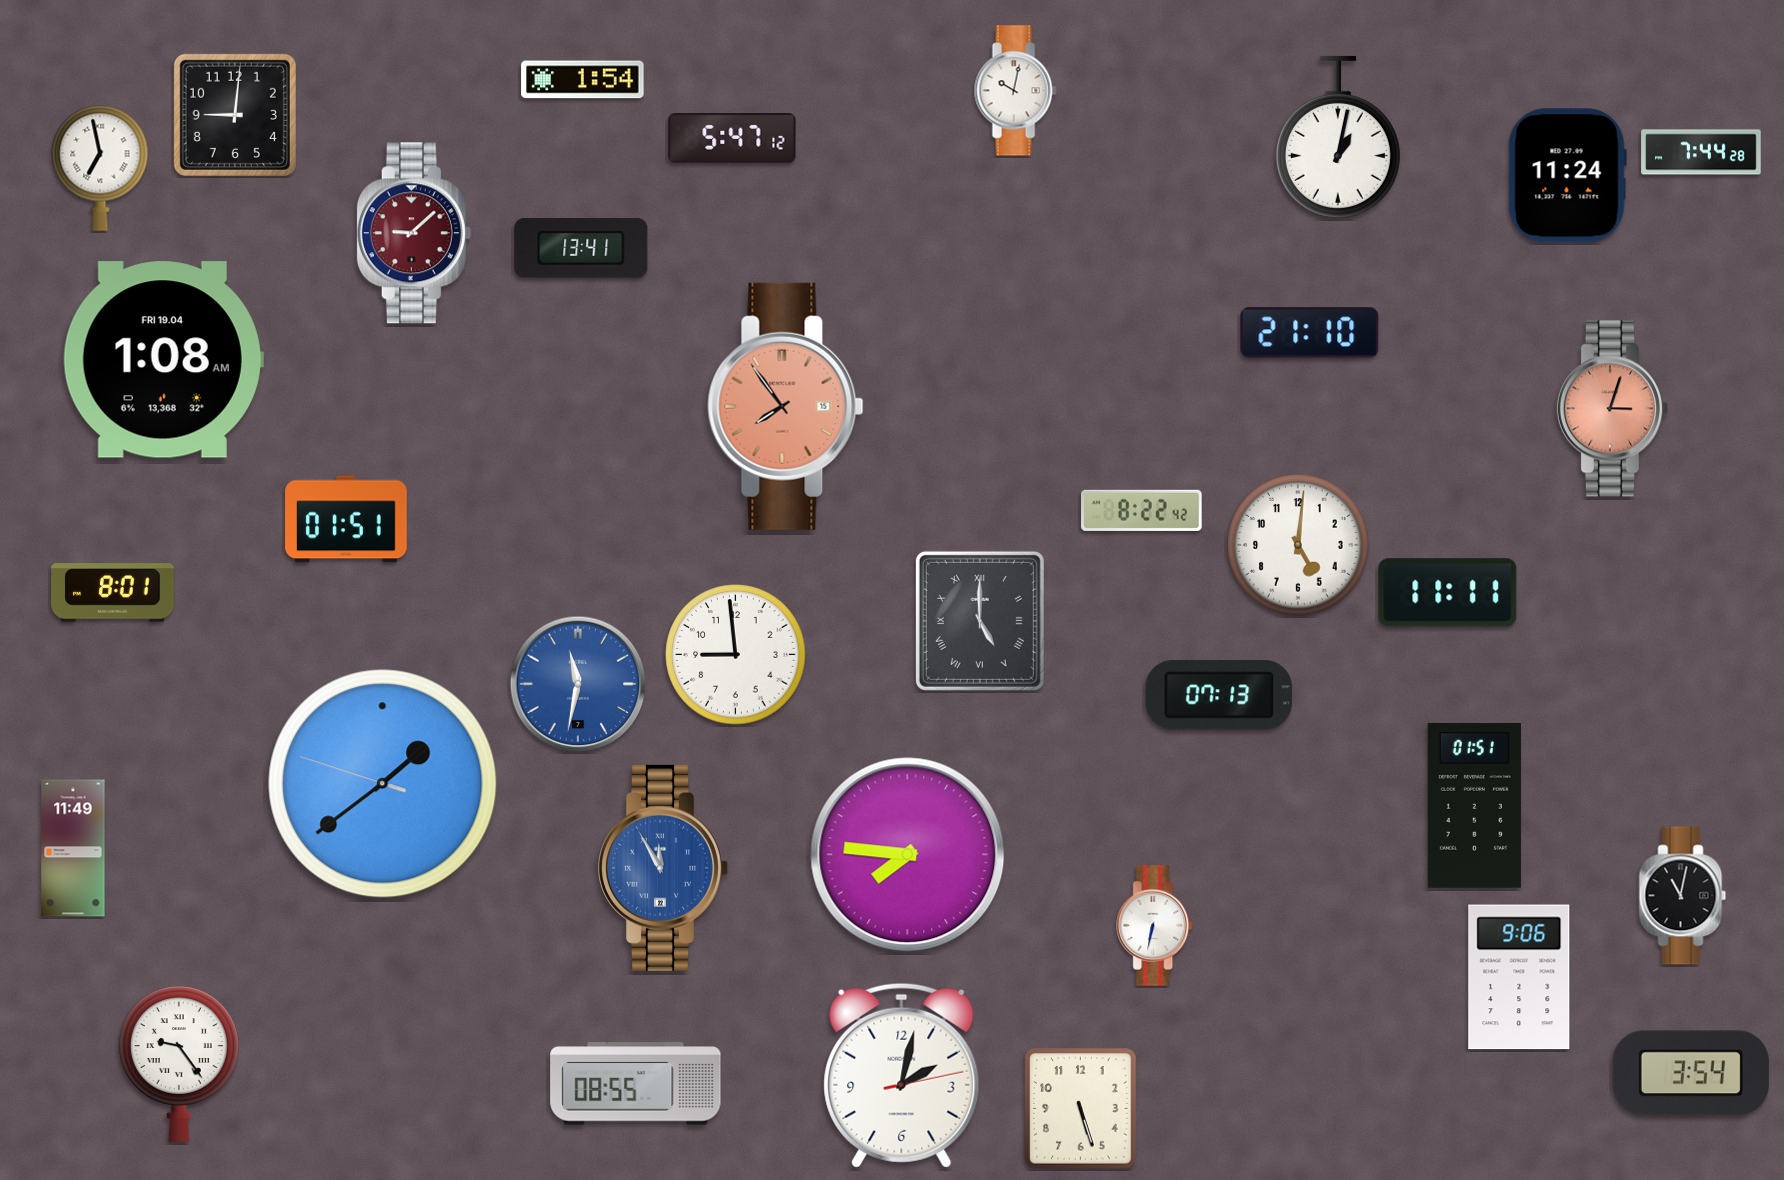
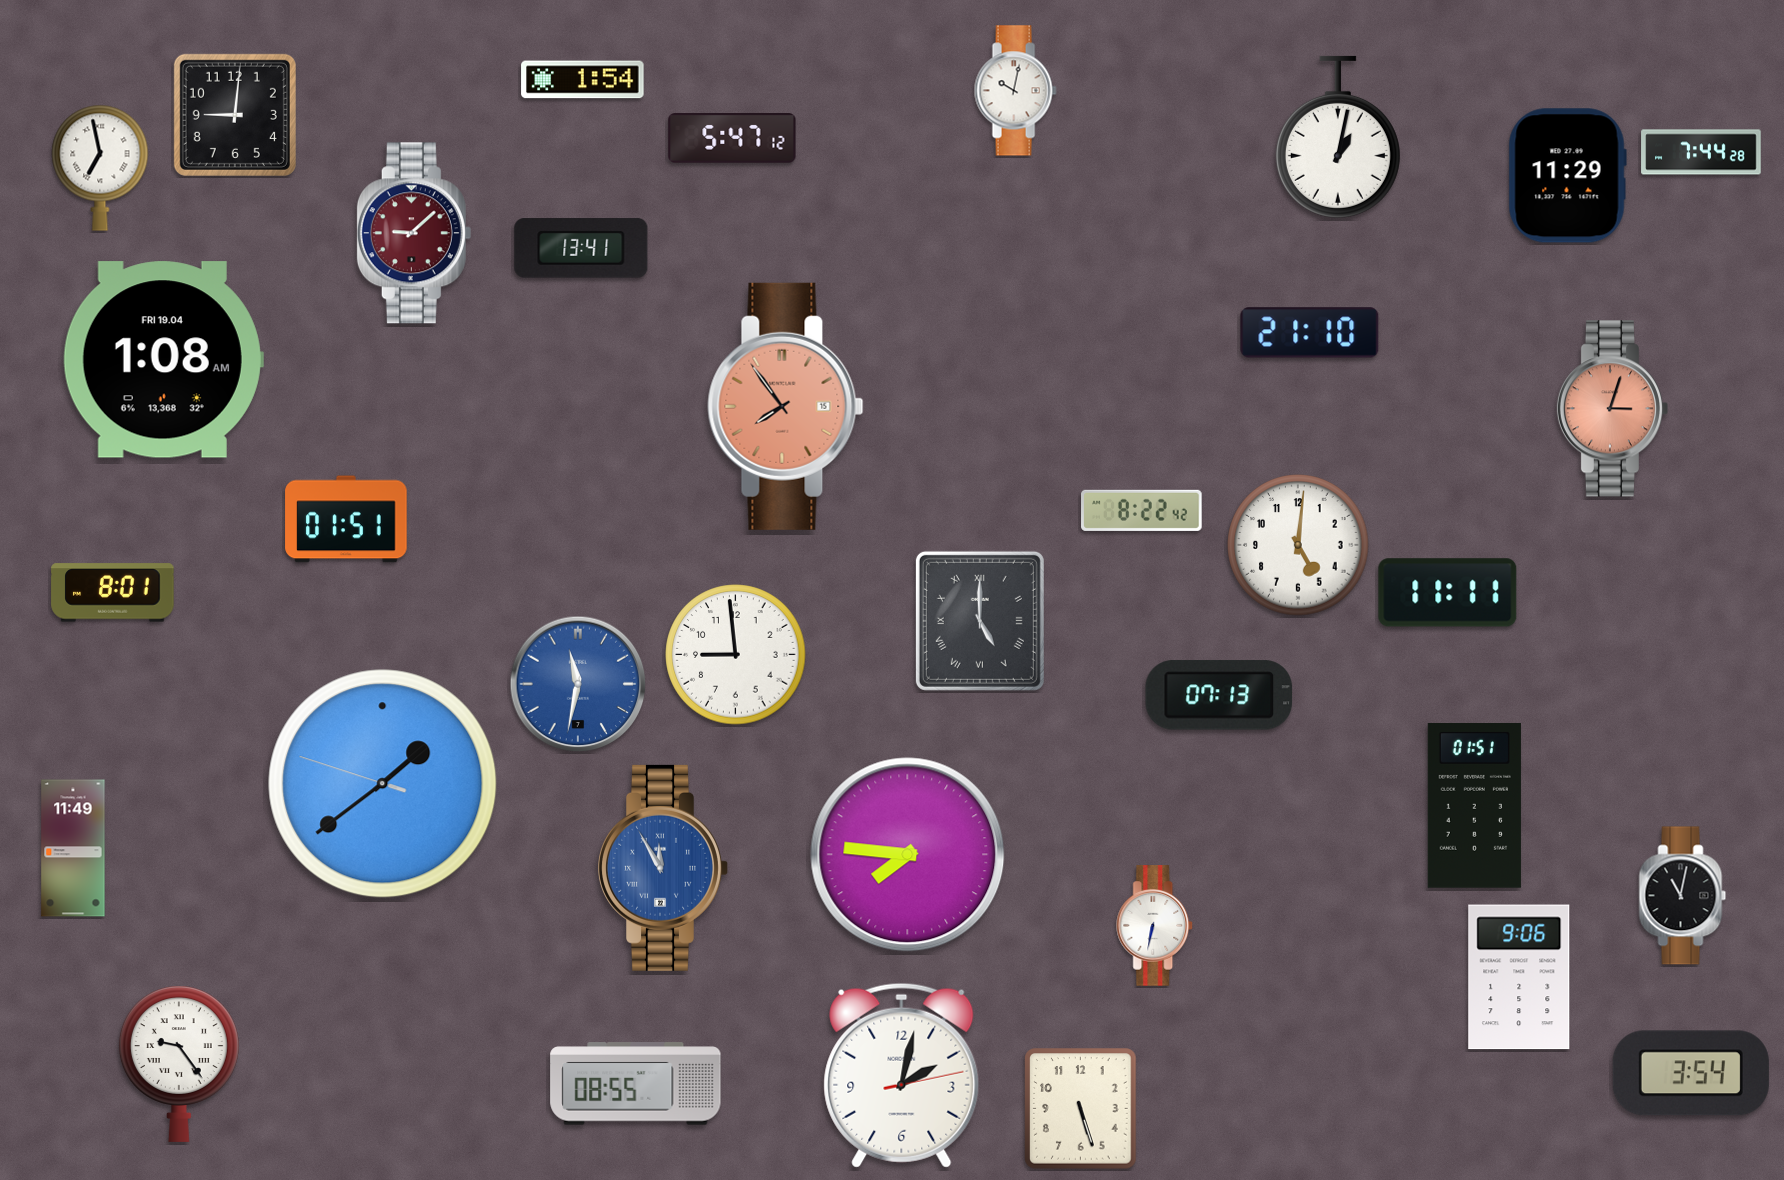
clock at (1567, 176): 11:24 -> 11:29
